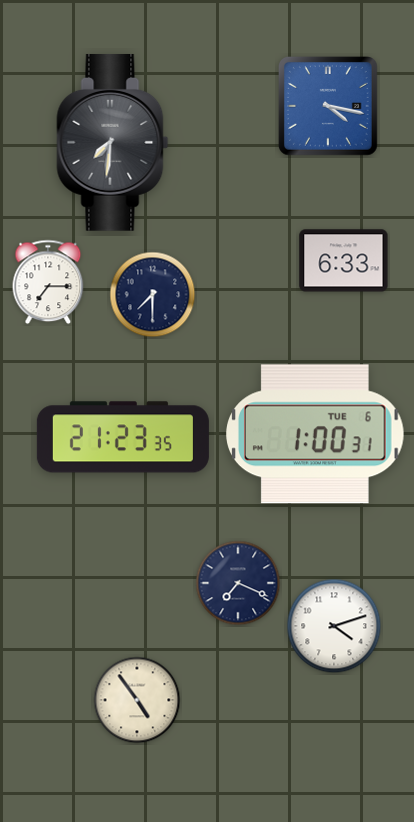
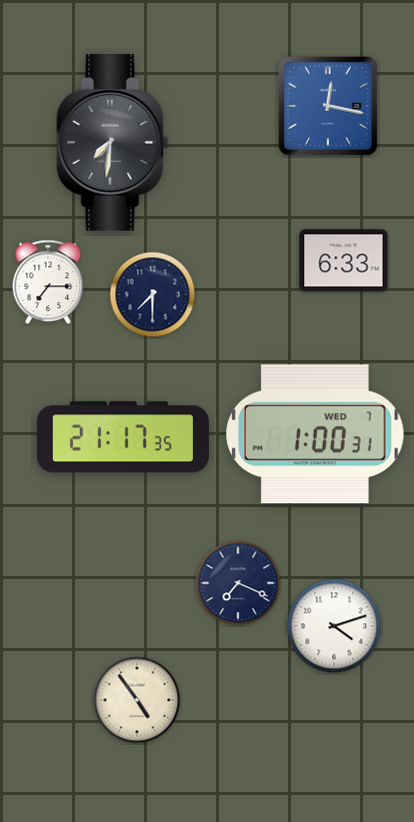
clock at (329, 107): 4:17 -> 12:17
clock at (316, 434) date: TUE 6 -> WED 7
clock at (123, 437): 21:23 -> 21:17
